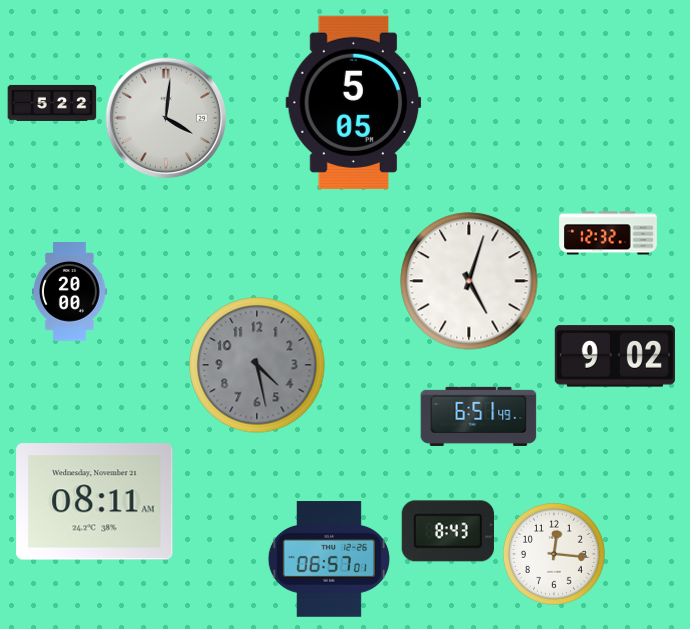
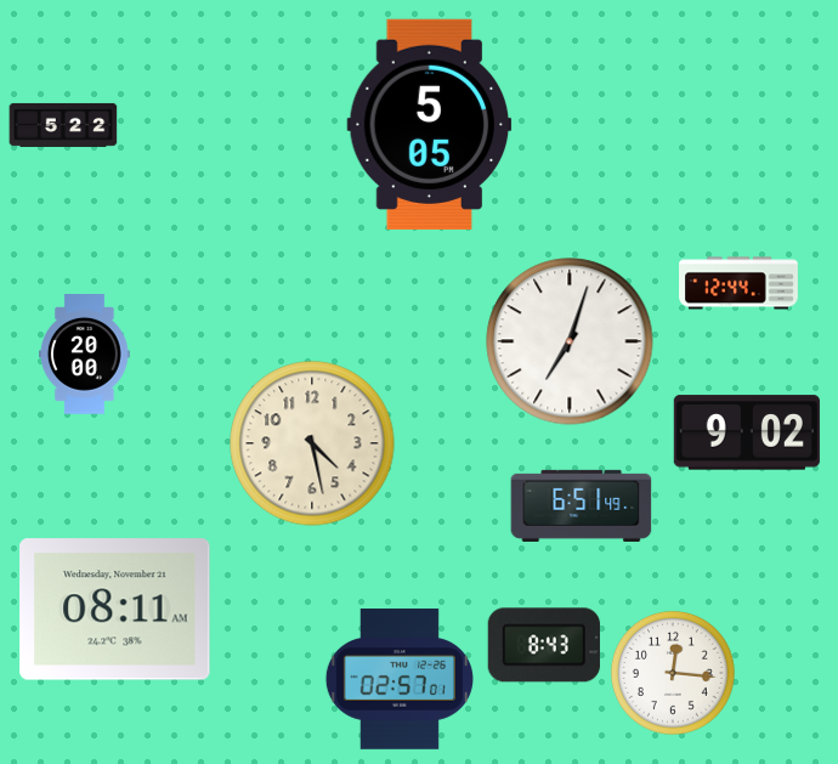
clock at (166, 118): 4:01 -> none
clock at (608, 233): 12:32 -> 12:44
clock at (469, 281): 5:03 -> 7:03
clock at (257, 365) dial: grey -> cream
clock at (329, 559): 06:57 -> 02:57
